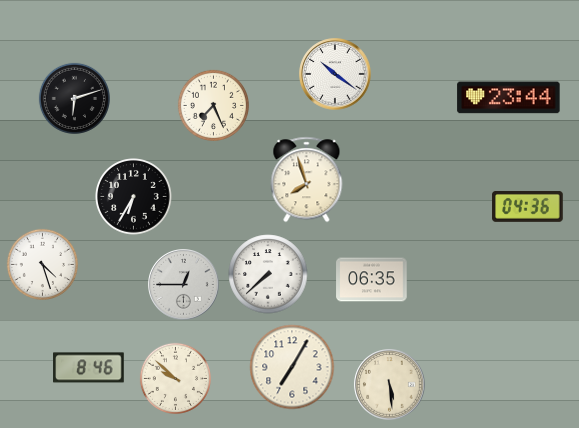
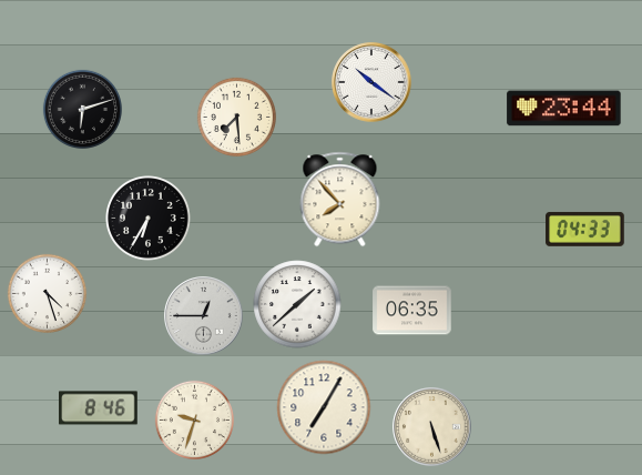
clock at (213, 105): 7:26 -> 7:29
clock at (307, 180): 7:57 -> 7:53
clock at (528, 206): 04:36 -> 04:33
clock at (268, 274): 7:38 -> 1:38
clock at (175, 378): 9:52 -> 9:33
clock at (390, 385): 5:29 -> 5:27
